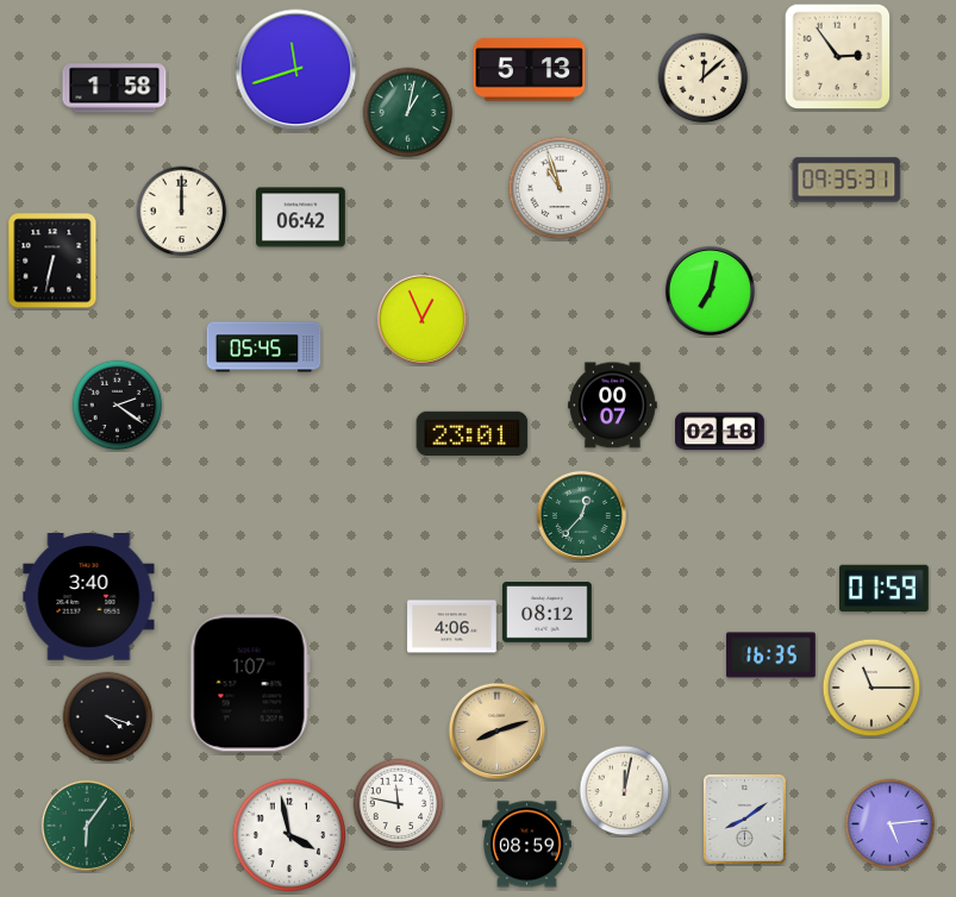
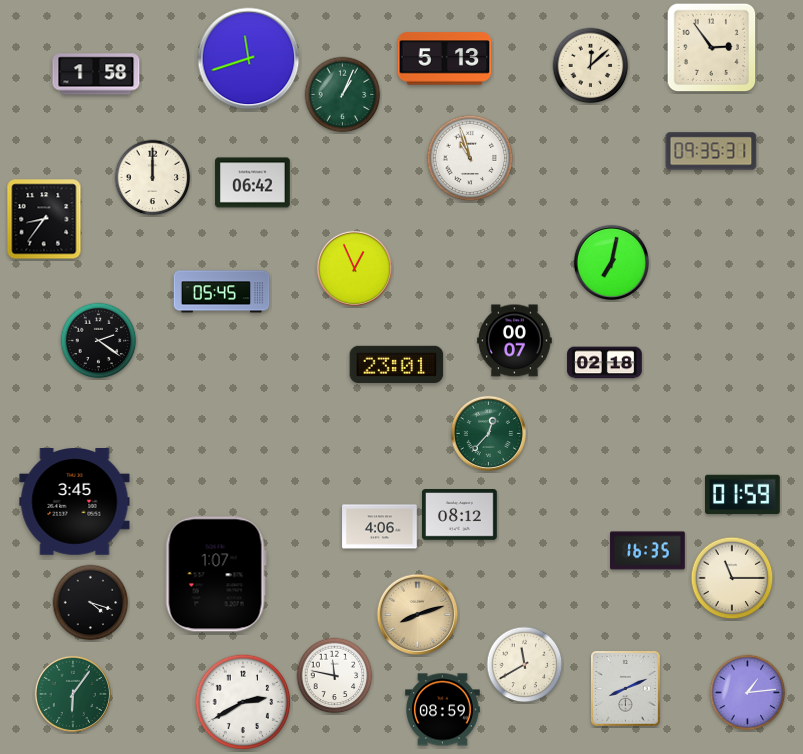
clock at (838, 57) position: (838, 57) -> (712, 48)
clock at (408, 113): 1:02 -> 1:04
clock at (52, 261): 6:32 -> 8:36
clock at (710, 290) position: (710, 290) -> (611, 262)
clock at (89, 597): 3:40 -> 3:45
clock at (250, 683) position: (250, 683) -> (216, 574)
clock at (625, 791): 12:02 -> 11:40
clock at (745, 820): 8:09 -> 8:11
clock at (891, 824): 5:14 -> 1:14
clock at (289, 835): 3:58 -> 2:40
